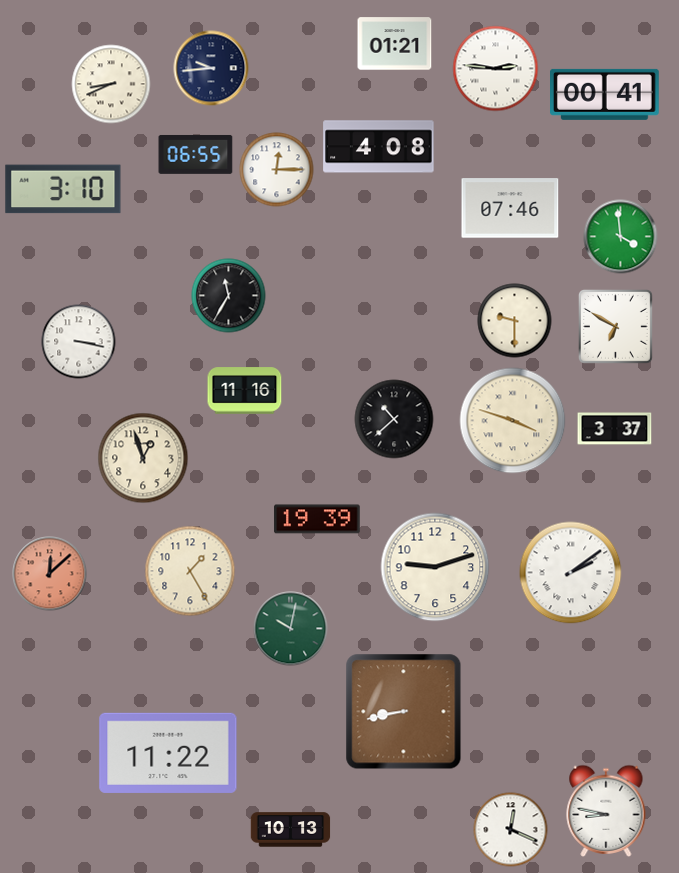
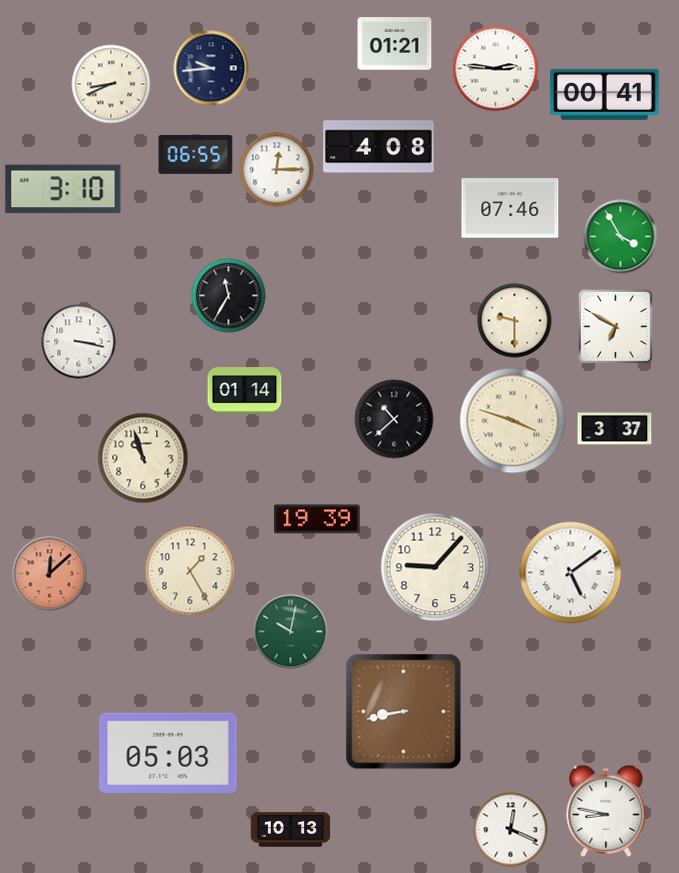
clock at (621, 237): 3:59 -> 3:55
clock at (245, 391): 11:16 -> 01:14
clock at (143, 458): 12:57 -> 10:57
clock at (435, 567): 9:12 -> 9:07
clock at (571, 573): 2:09 -> 5:09
clock at (291, 629) position: (291, 629) -> (291, 632)
clock at (168, 753): 11:22 -> 05:03
